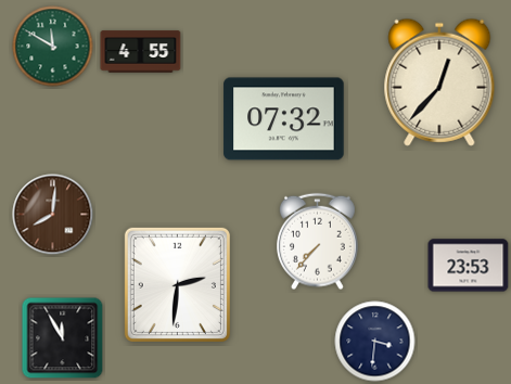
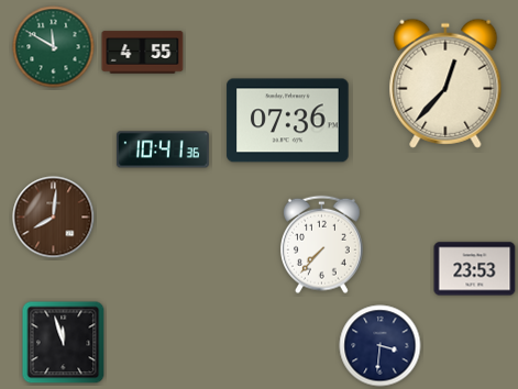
clock at (284, 119): 07:32 -> 07:36
clock at (163, 149): none -> 10:41
clock at (177, 284): 2:31 -> none
clock at (63, 338): 11:55 -> 11:57
